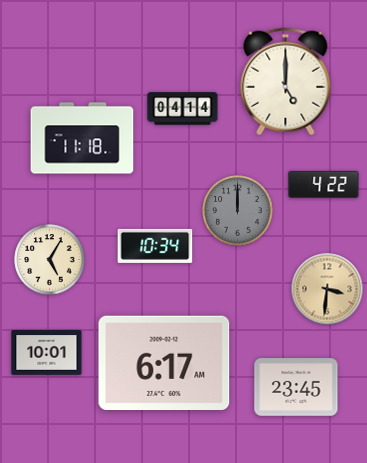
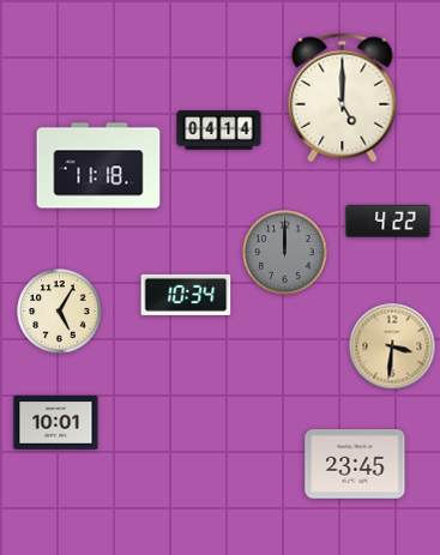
clock at (164, 363): 6:17 -> none
